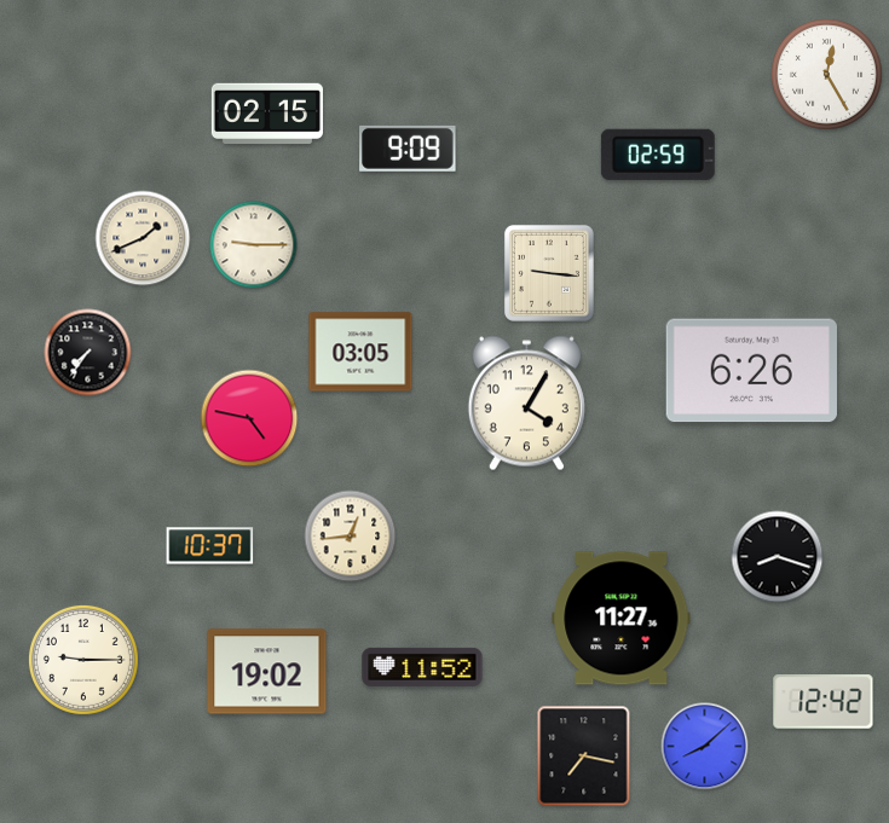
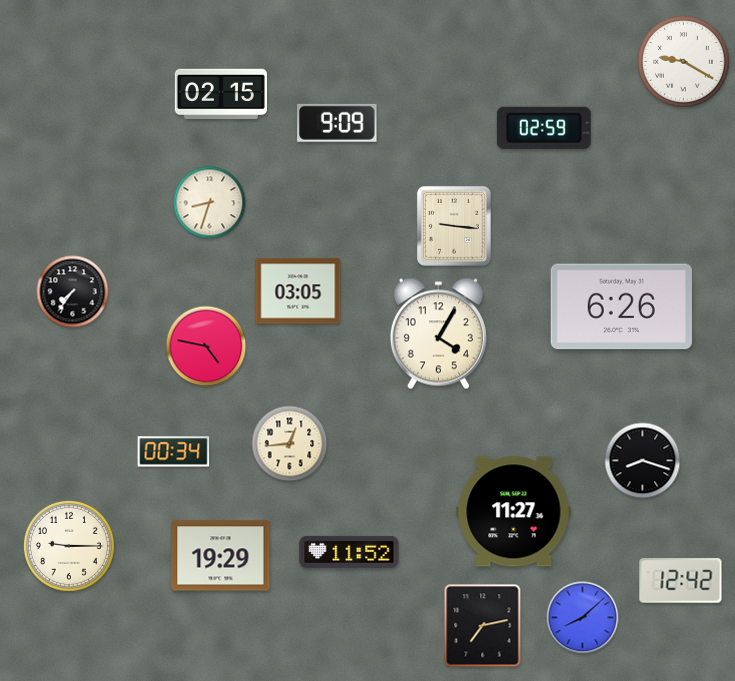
clock at (826, 74): 12:25 -> 9:20
clock at (143, 238): 1:41 -> none
clock at (254, 245): 9:15 -> 8:33
clock at (526, 404) position: (526, 404) -> (438, 334)
clock at (210, 546): 10:37 -> 00:34
clock at (267, 672): 19:02 -> 19:29
clock at (584, 757): 7:17 -> 7:13
